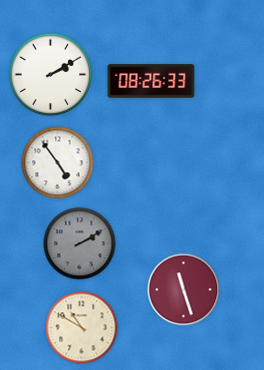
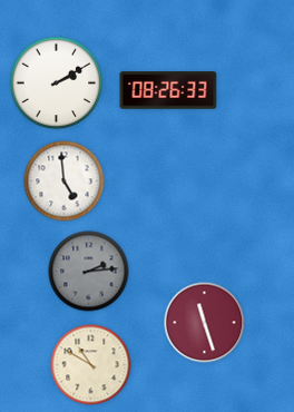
clock at (58, 163): 4:54 -> 4:59
clock at (80, 244): 2:10 -> 2:14
